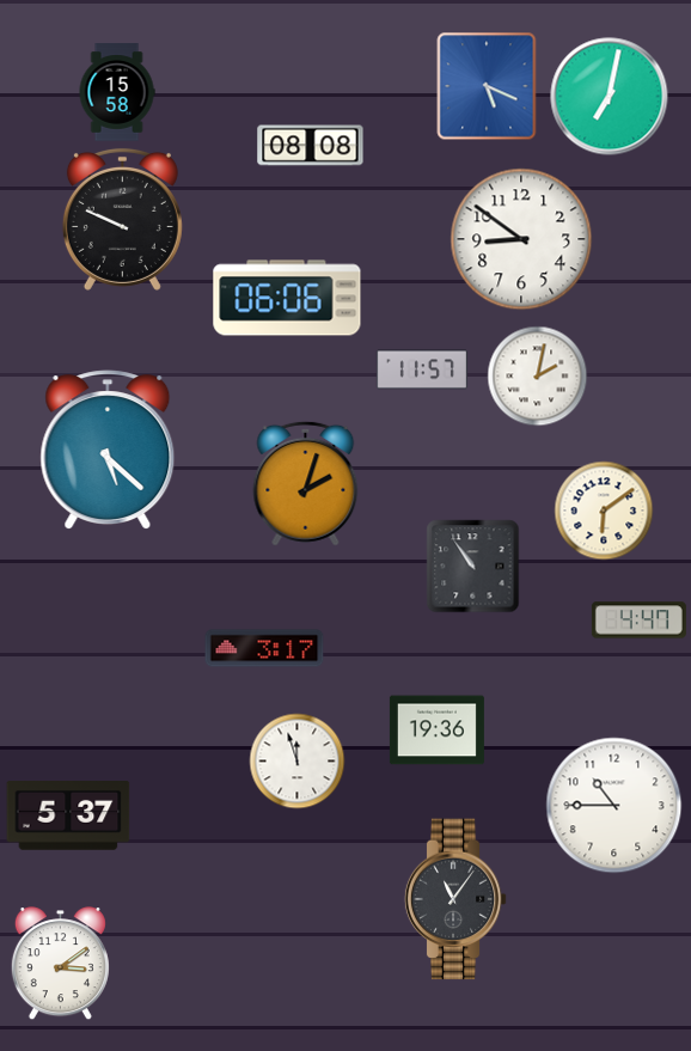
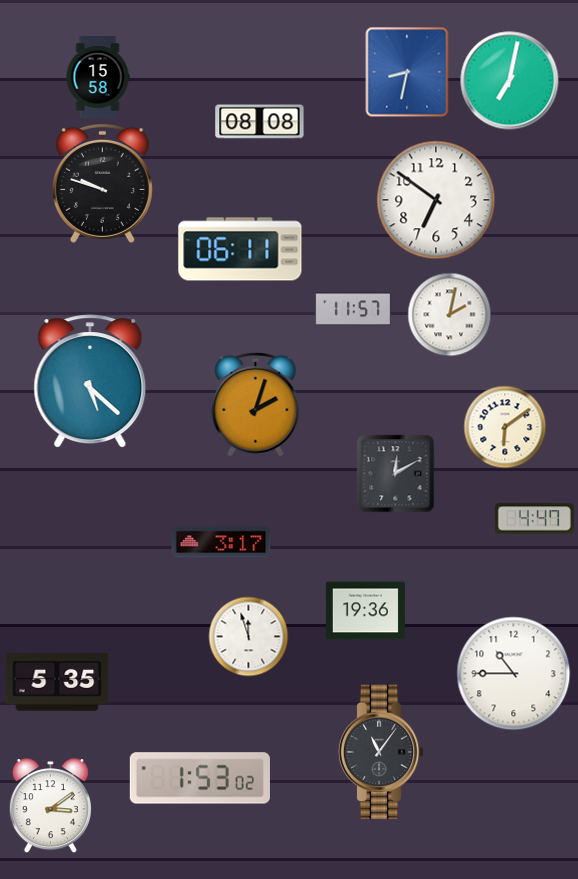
clock at (487, 86): 5:19 -> 8:32
clock at (122, 219): 9:49 -> 9:48
clock at (521, 239): 8:51 -> 6:51
clock at (287, 298): 06:06 -> 06:11
clock at (108, 450) position: (108, 450) -> (90, 381)
clock at (473, 567): 10:54 -> 12:10
clock at (68, 817): 5:37 -> 5:35
clock at (200, 778): none -> 1:53
